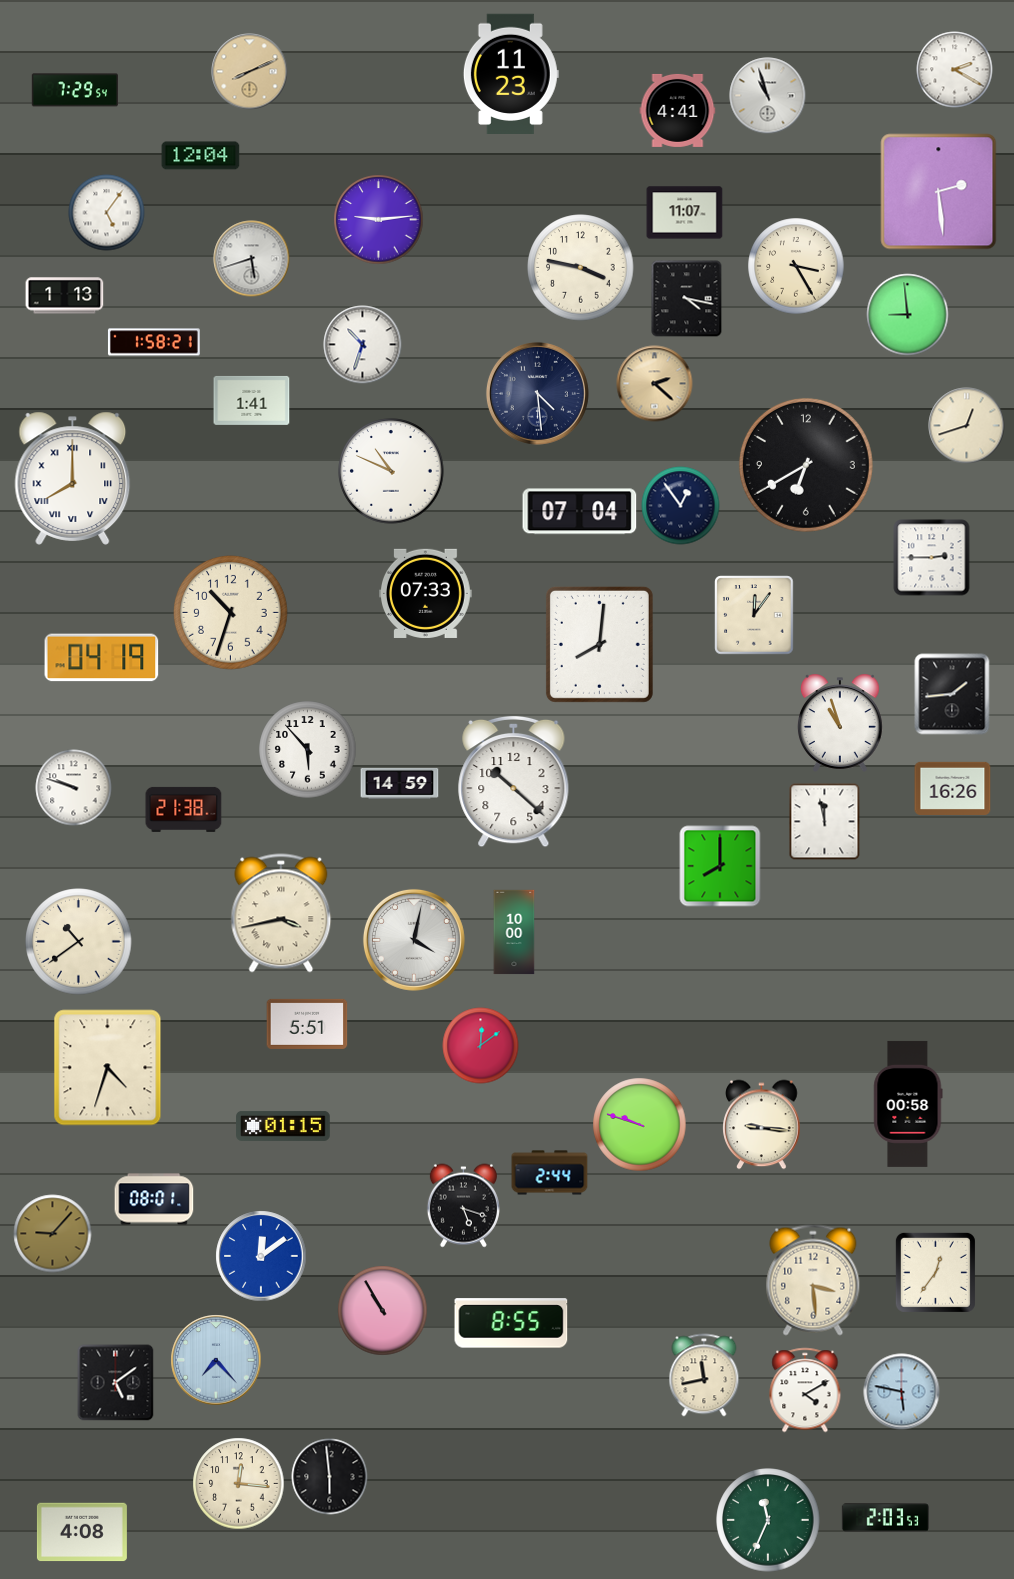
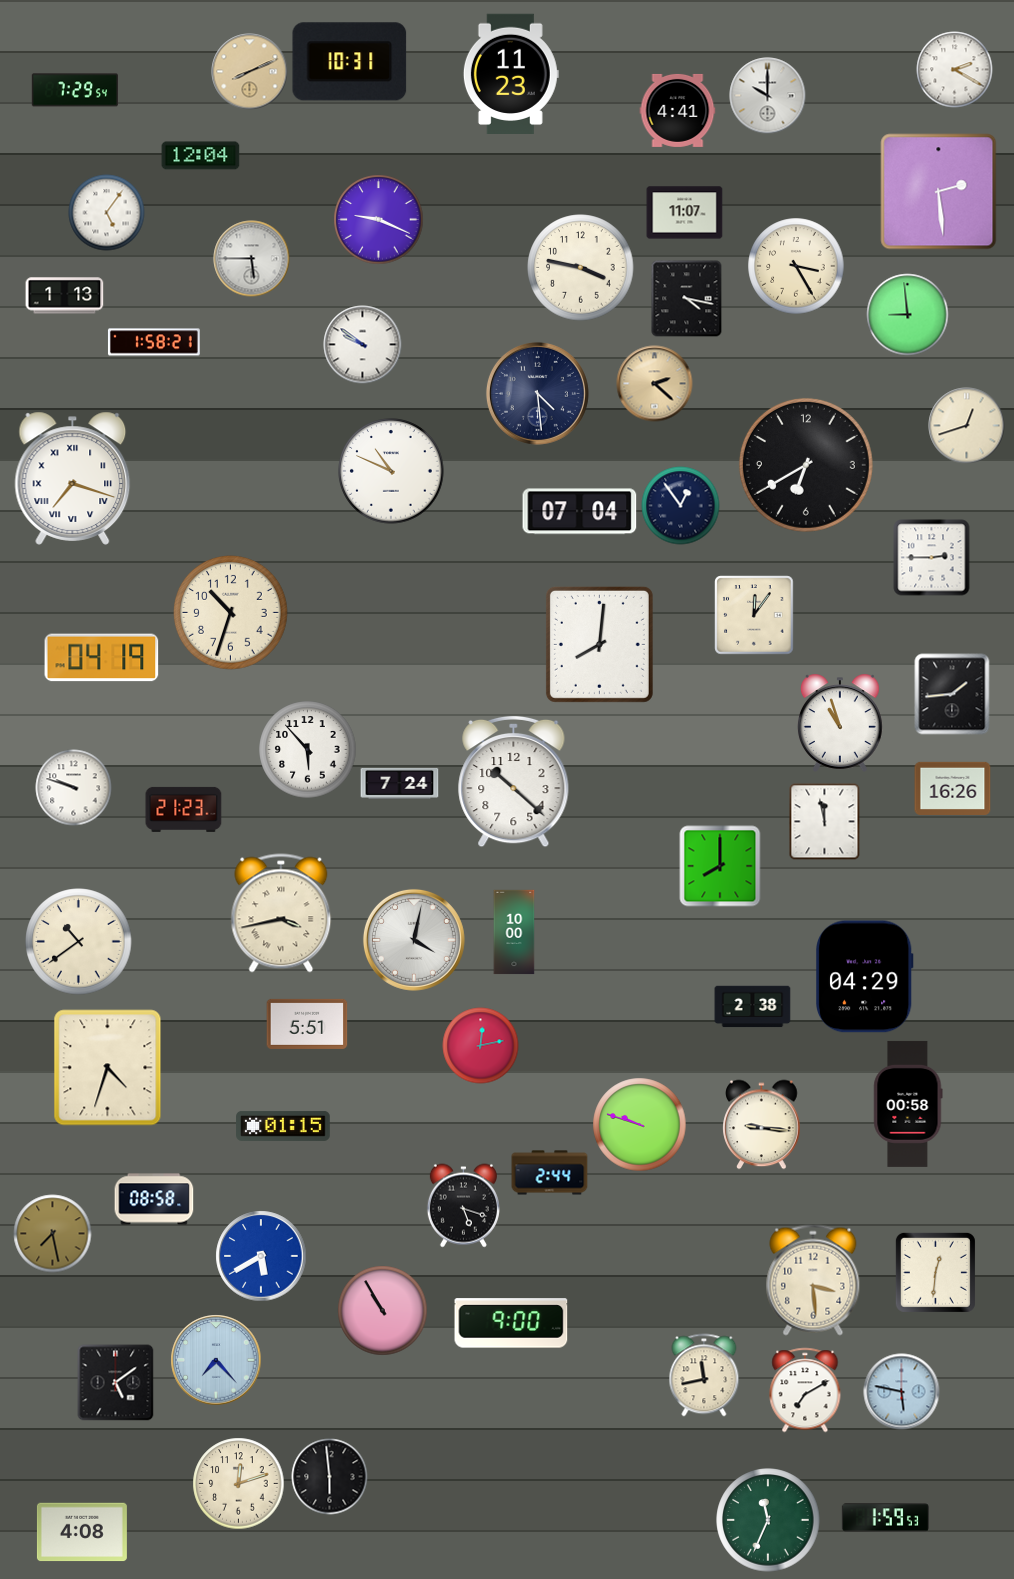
clock at (350, 62): none -> 10:31
clock at (768, 96): 10:57 -> 10:00
clock at (379, 220): 9:14 -> 9:19
clock at (252, 259): 5:42 -> 5:45
clock at (363, 345): 10:33 -> 9:51
clock at (252, 400): 1:41 -> none
clock at (73, 478): 8:00 -> 7:18
clock at (426, 593): 07:33 -> none
clock at (400, 783): 14:59 -> 7:24
clock at (184, 809): 21:38 -> 21:23
clock at (864, 977): none -> 04:29
clock at (753, 1007): none -> 2:38
clock at (481, 1046): 12:09 -> 12:13
clock at (154, 1199): 08:01 -> 08:58
clock at (53, 1234): 9:07 -> 7:28
clock at (261, 1256): 12:09 -> 5:40
clock at (935, 1272): 12:36 -> 12:31
clock at (511, 1323): 8:55 -> 9:00
clock at (805, 1390): 4:10 -> 7:10
clock at (239, 1484): 12:16 -> 12:12
clock at (885, 1518): 2:03 -> 1:59
